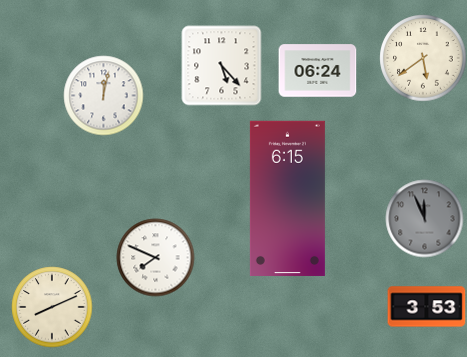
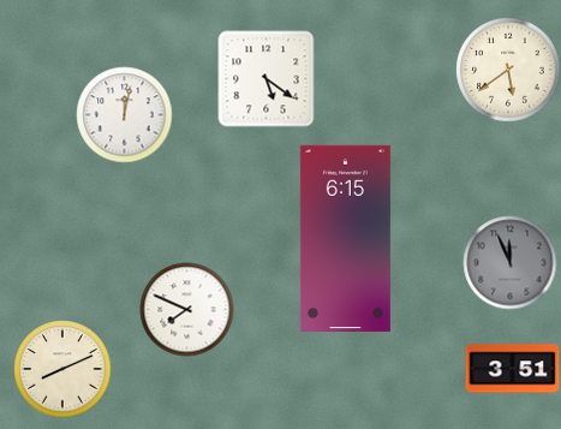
clock at (221, 65): 5:23 -> 5:21
clock at (317, 71): 06:24 -> none
clock at (426, 307): 3:53 -> 3:51
